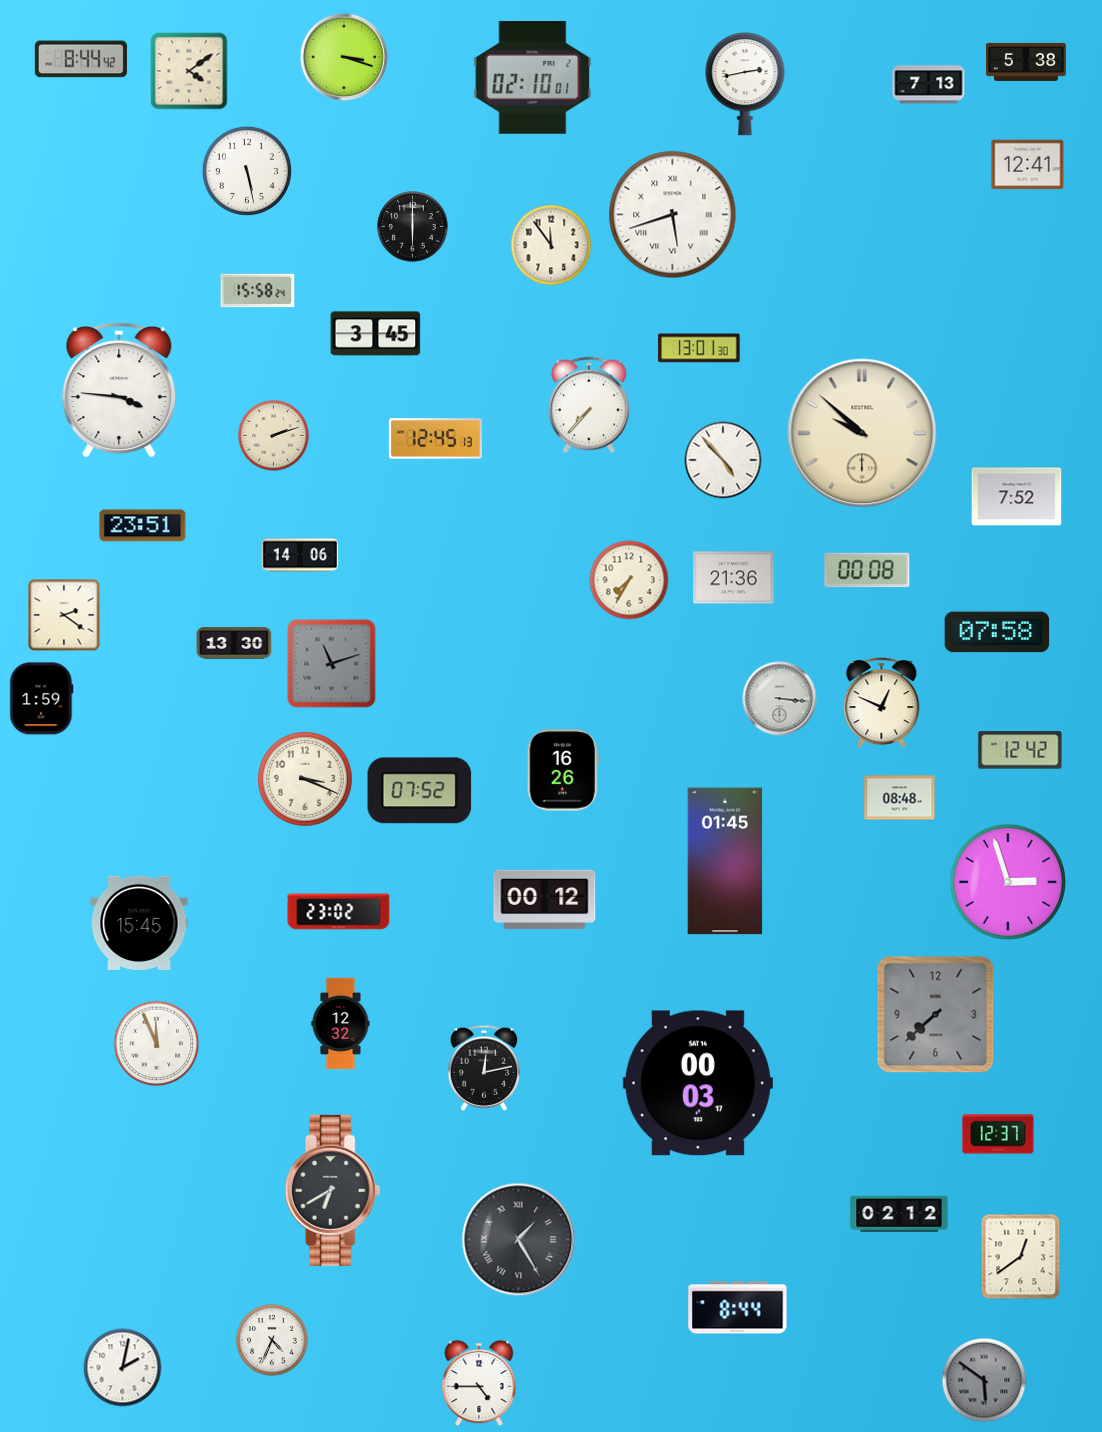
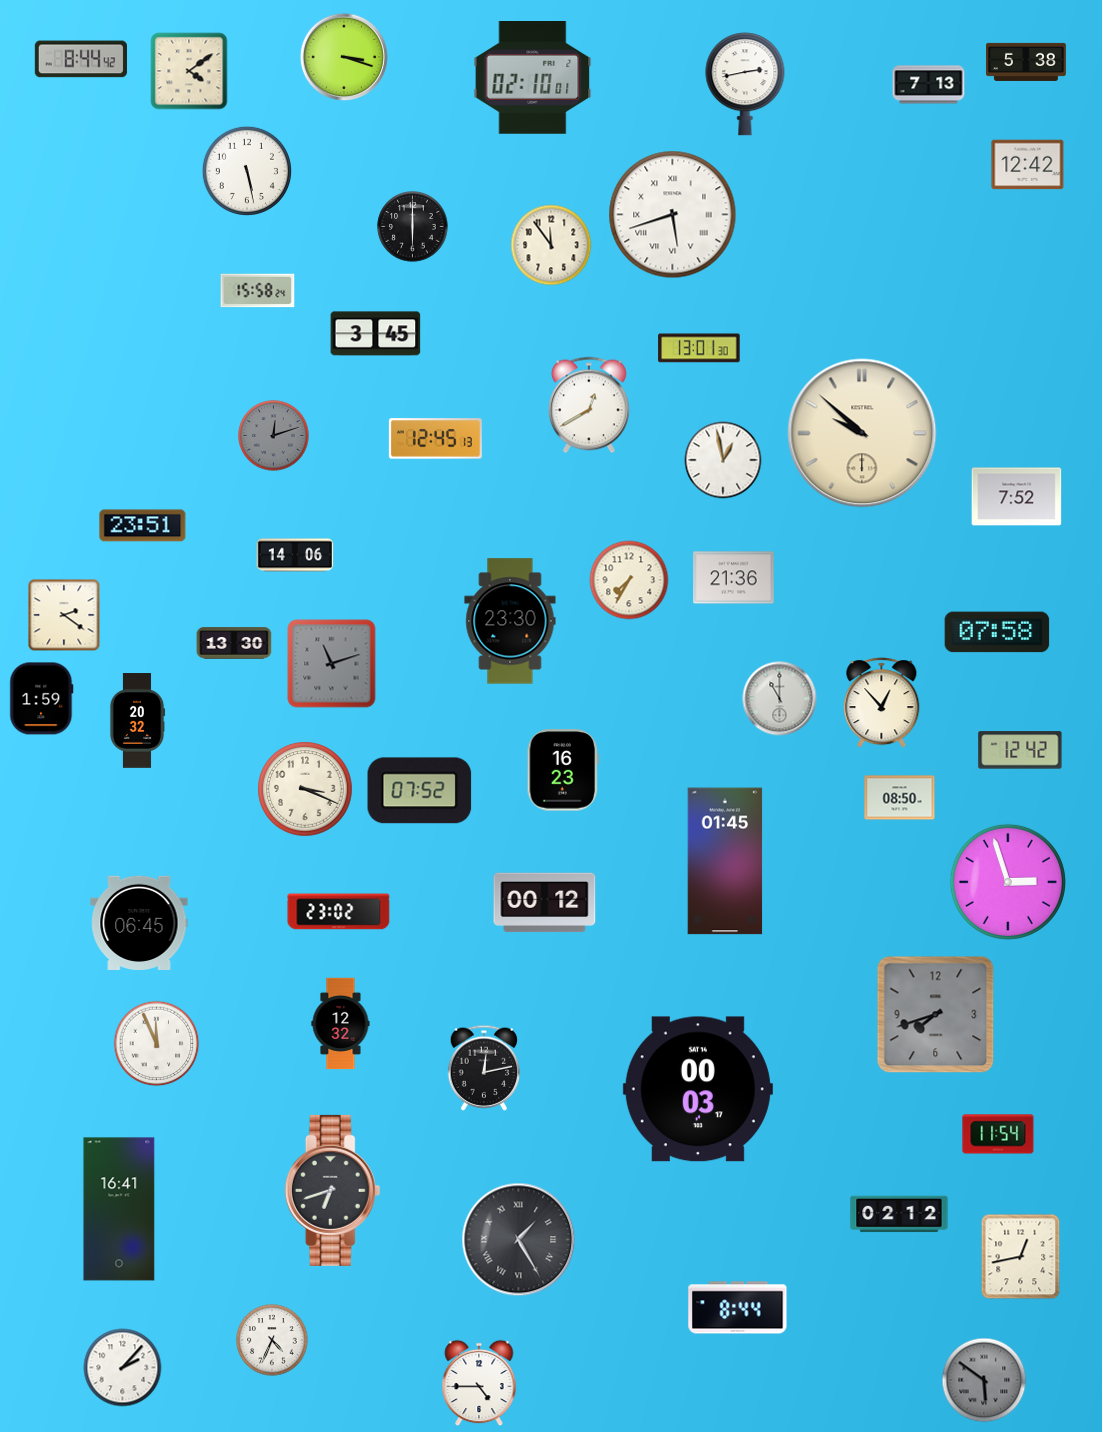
clock at (1028, 165): 12:41 -> 12:42
clock at (119, 390): 3:46 -> none
clock at (589, 405): 7:37 -> 12:40
clock at (274, 436): 2:12 -> 12:12
clock at (274, 436) dial: cream -> grey
clock at (723, 460): 4:53 -> 12:58
clock at (300, 555) position: (300, 555) -> (295, 555)
clock at (867, 570): 00:08 -> none
clock at (510, 621): none -> 23:30
clock at (780, 699): 3:16 -> 11:00
clock at (882, 703): 12:49 -> 12:53
clock at (137, 721): none -> 20:32
clock at (562, 770): 16:26 -> 16:23
clock at (305, 779) position: (305, 779) -> (305, 789)
clock at (900, 798): 08:48 -> 08:50
clock at (545, 900) position: (545, 900) -> (545, 903)
clock at (139, 923): 15:45 -> 06:45
clock at (936, 1015): 7:38 -> 7:42
clock at (698, 1083) position: (698, 1083) -> (698, 1089)
clock at (998, 1134): 12:37 -> 11:54
clock at (333, 1190): 6:40 -> 6:42
clock at (119, 1209): none -> 16:41
clock at (1021, 1257): 12:39 -> 12:43
clock at (123, 1368): 2:02 -> 2:07
